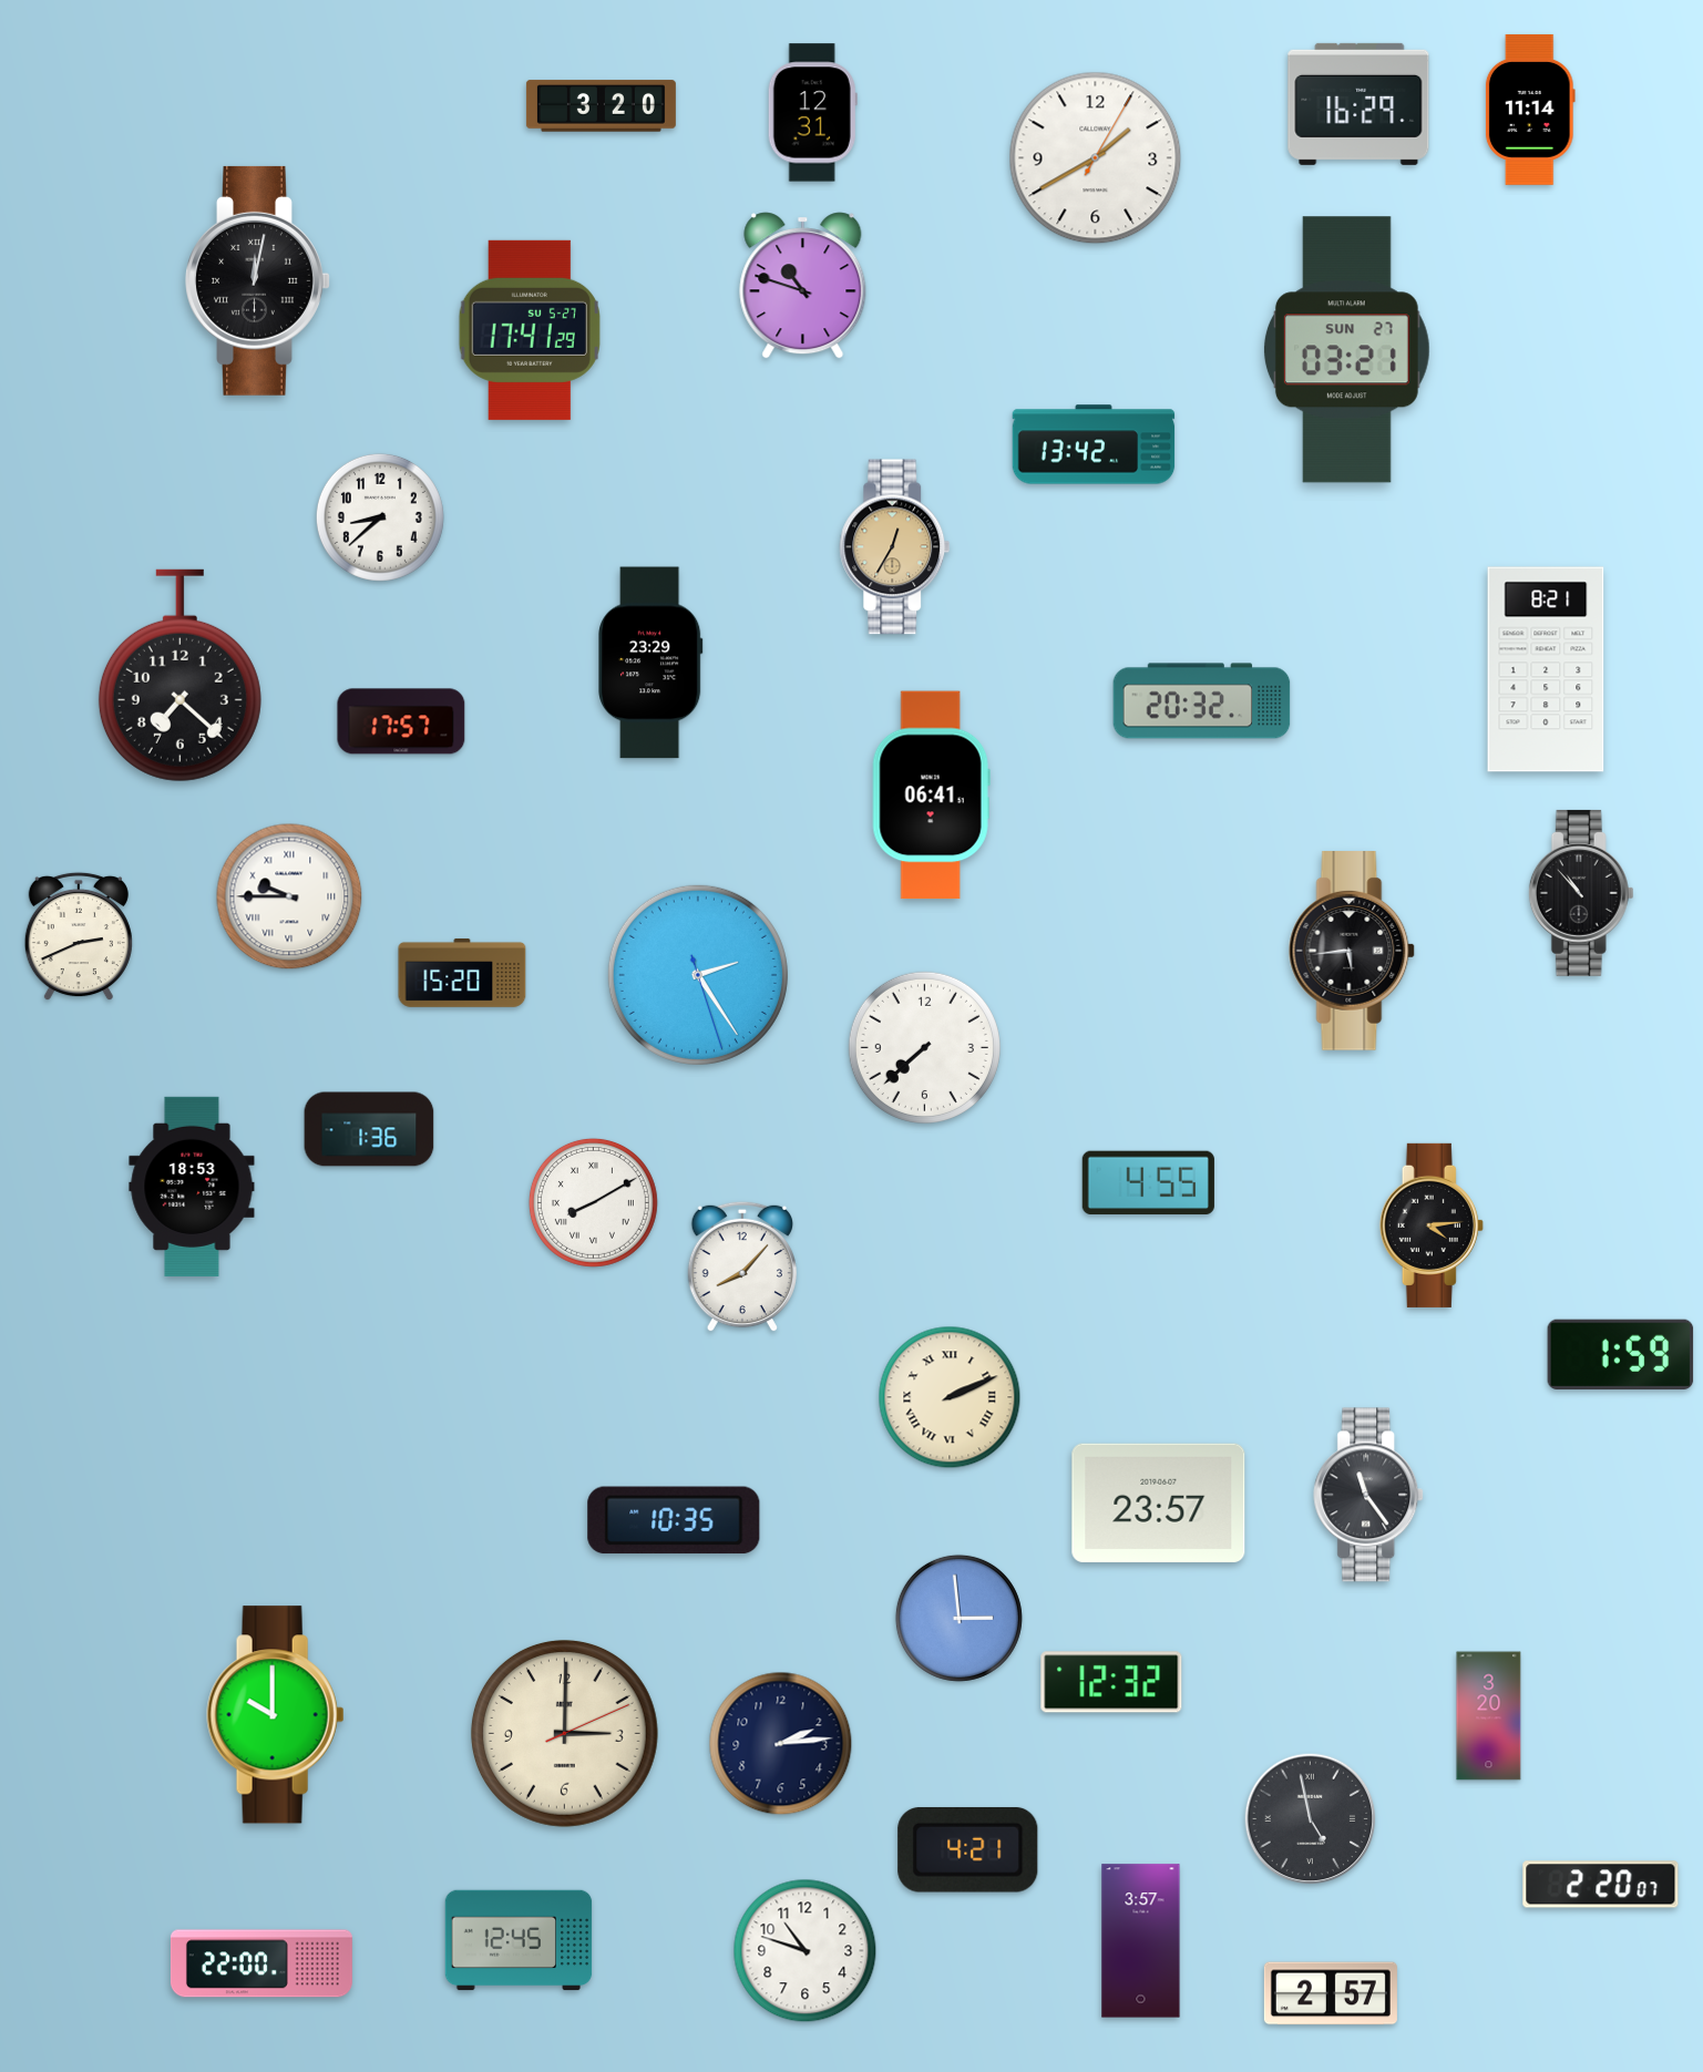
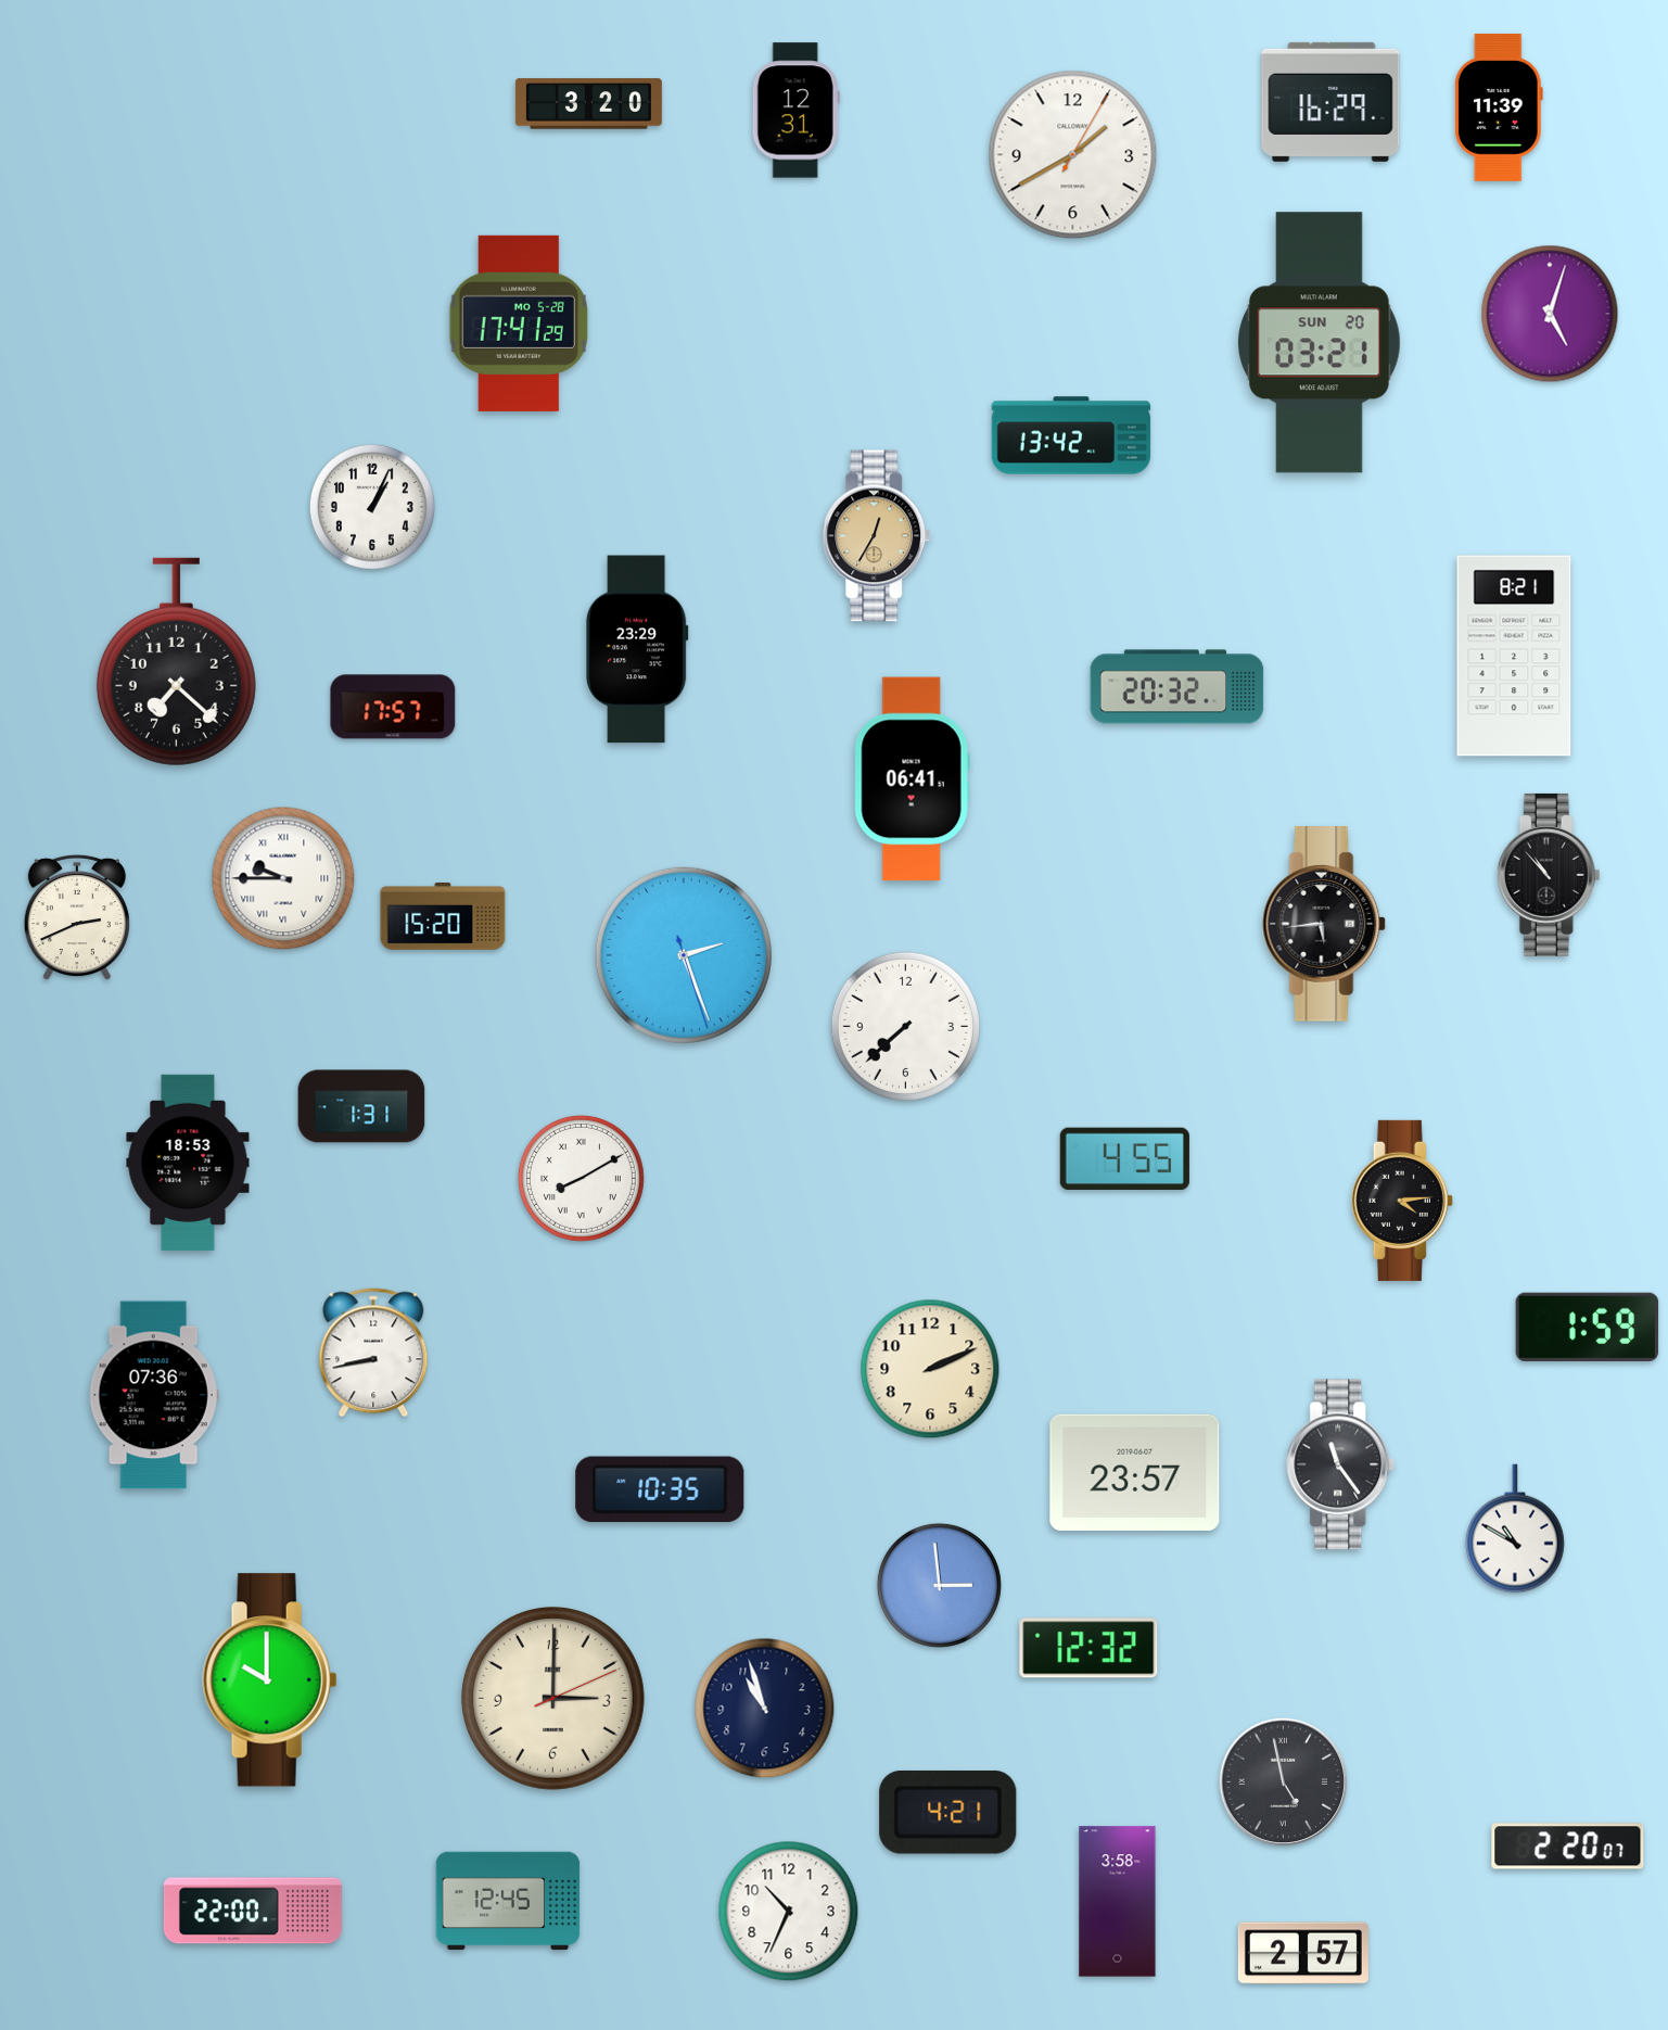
clock at (1530, 110): 11:14 -> 11:39
clock at (258, 280): 12:02 -> none
clock at (803, 286): 10:48 -> none
clock at (1550, 314): none -> 5:03
clock at (530, 330) date: SU 5-27 -> MO 5-28
clock at (1346, 350) date: SUN 27 -> SUN 20
clock at (380, 517): 8:38 -> 1:04
clock at (1352, 952) position: (1352, 952) -> (1324, 925)
clock at (462, 973) position: (462, 973) -> (443, 916)
clock at (698, 975): 2:24 -> 2:26
clock at (369, 1129): 1:36 -> 1:31
clock at (741, 1266): 8:07 -> none
clock at (373, 1353): none -> 8:43
clock at (950, 1397) numerals: Roman -> Arabic
clock at (154, 1395): none -> 07:36
clock at (1516, 1528): none -> 10:50
clock at (1489, 1716): 3:20 -> none
clock at (781, 1744): 2:14 -> 10:57
clock at (1141, 1941): 3:57 -> 3:58
clock at (806, 1951): 10:48 -> 10:34
clock at (261, 1963) position: (261, 1963) -> (253, 1911)
